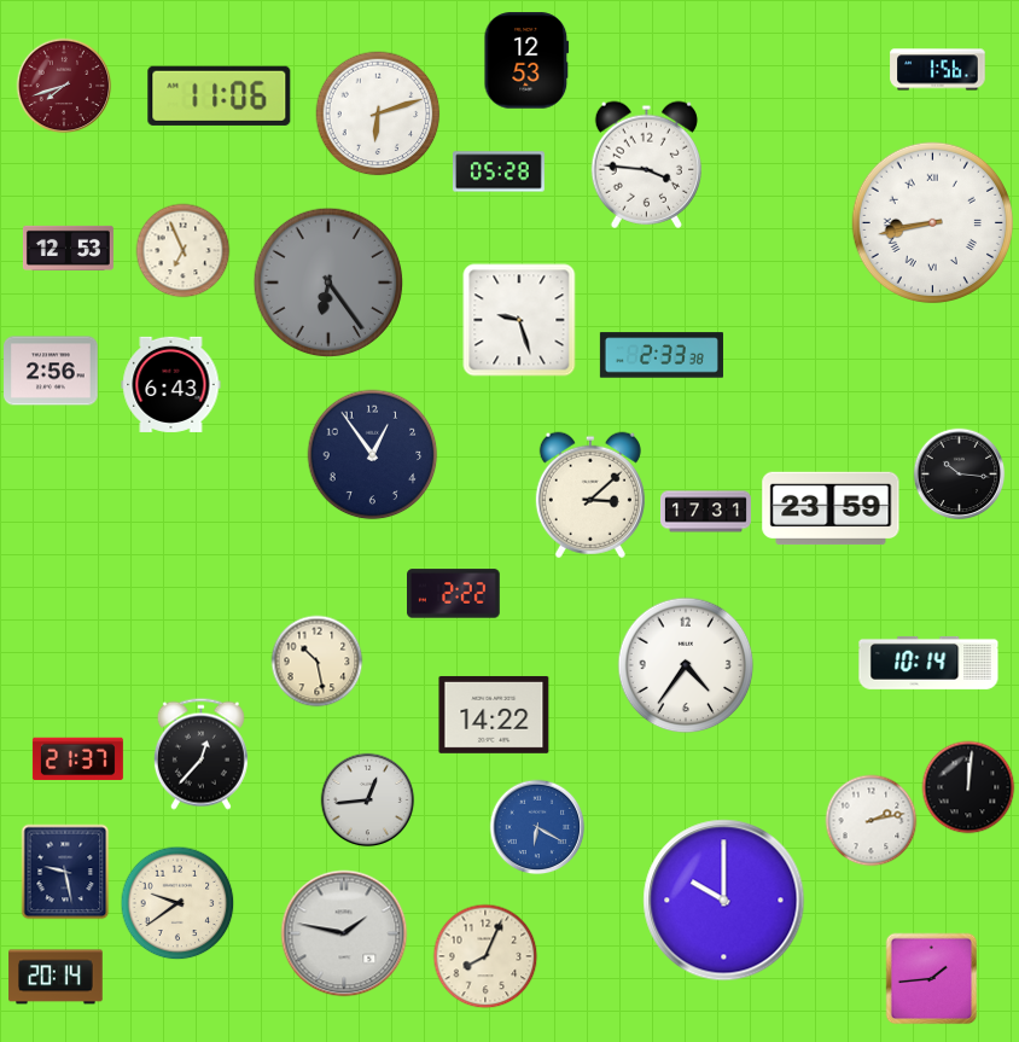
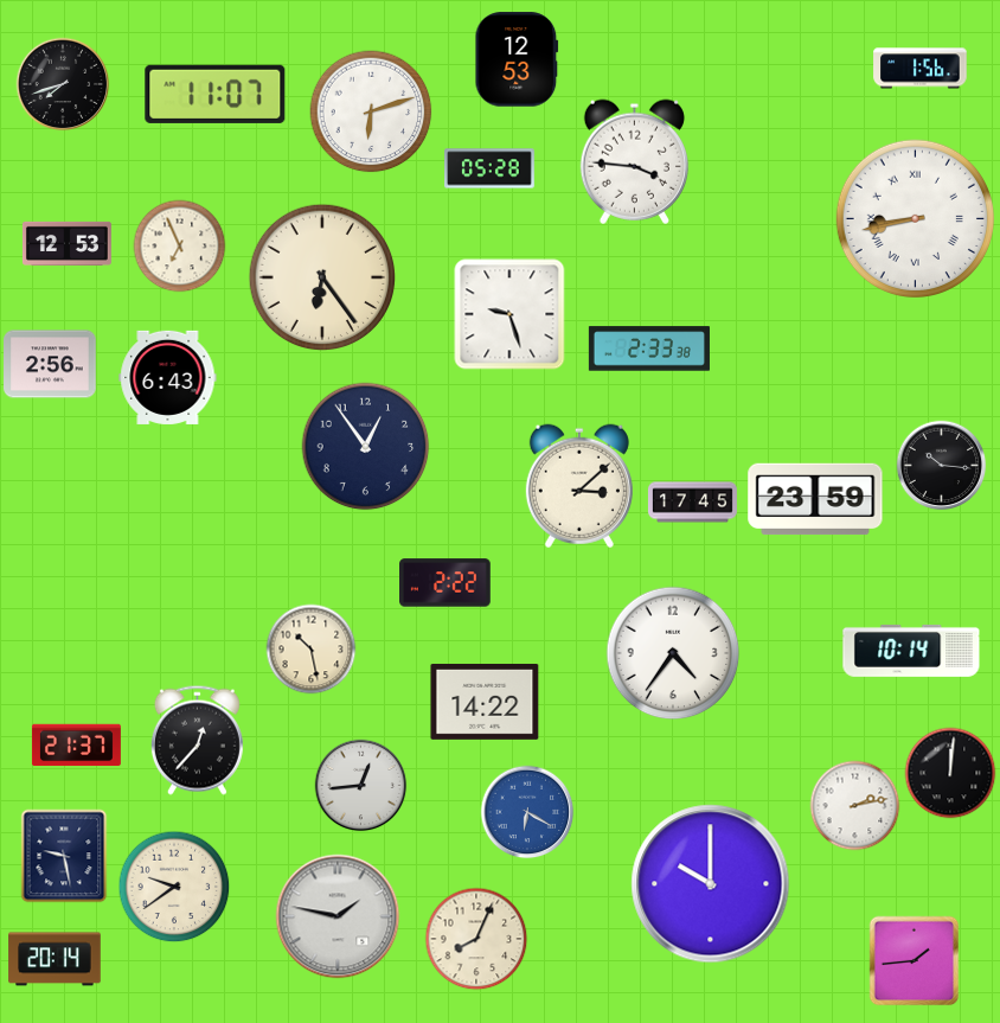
clock at (64, 86) dial: burgundy -> black
clock at (220, 95): 11:06 -> 11:07
clock at (328, 283) dial: grey -> cream
clock at (705, 512): 17:31 -> 17:45
